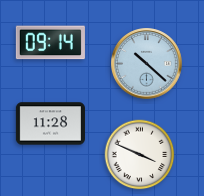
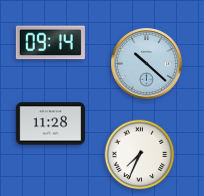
clock at (140, 155): 3:49 -> 7:34
